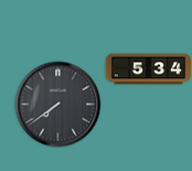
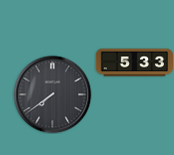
clock at (148, 70): 5:34 -> 5:33
